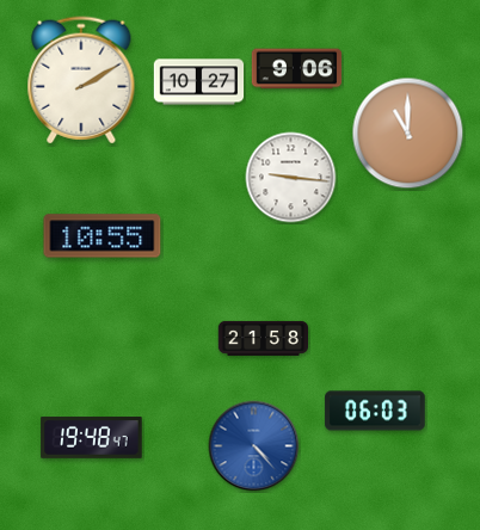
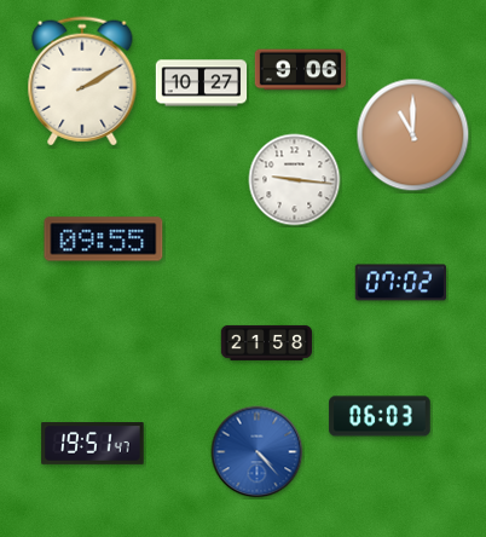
clock at (103, 236): 10:55 -> 09:55
clock at (400, 283): none -> 07:02
clock at (92, 438): 19:48 -> 19:51
